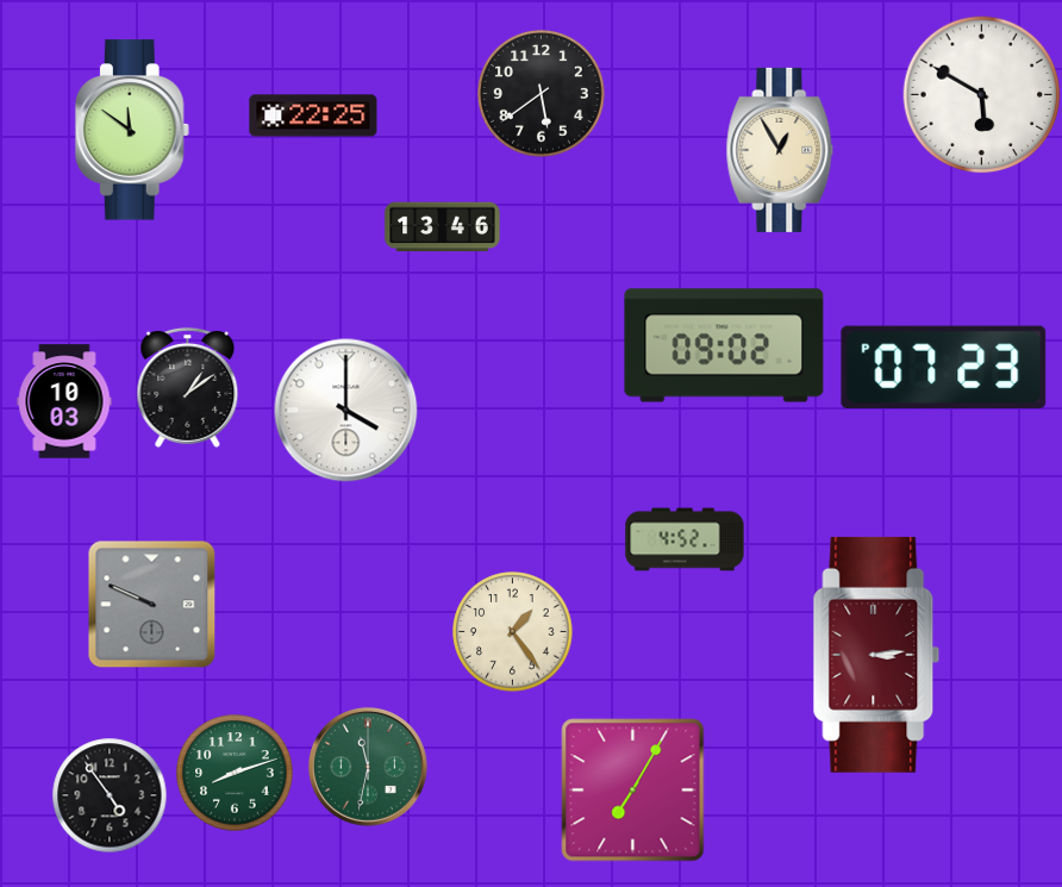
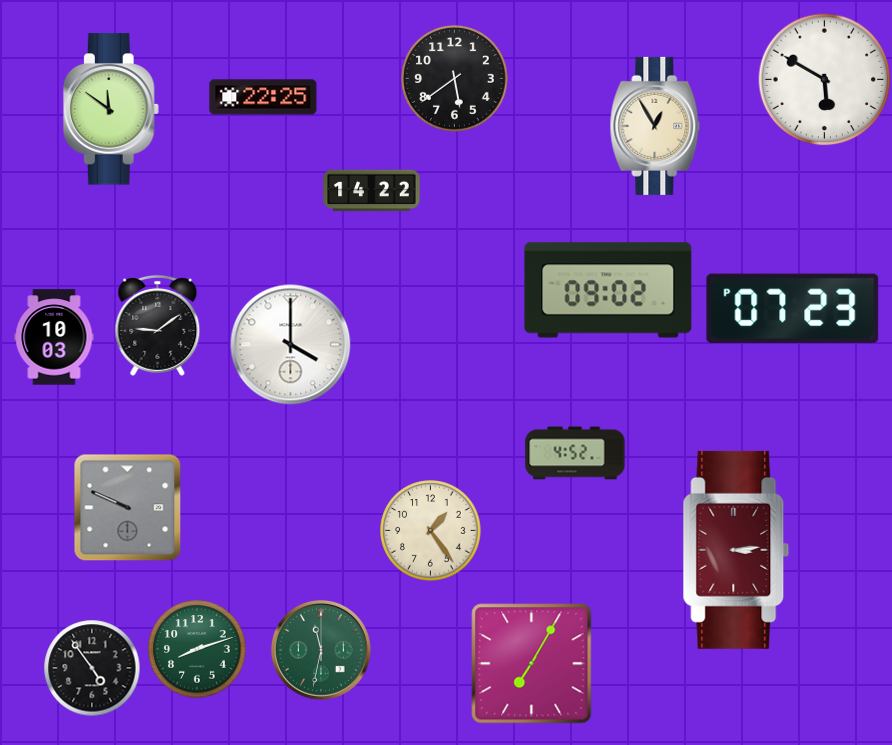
clock at (443, 227): 13:46 -> 14:22
clock at (188, 387): 1:09 -> 9:09
clock at (368, 767) position: (368, 767) -> (321, 650)
